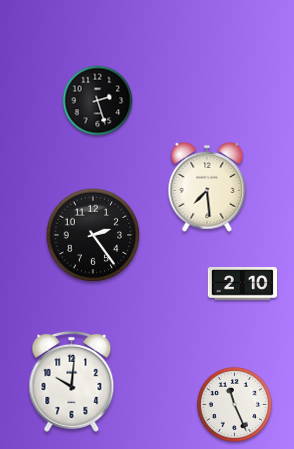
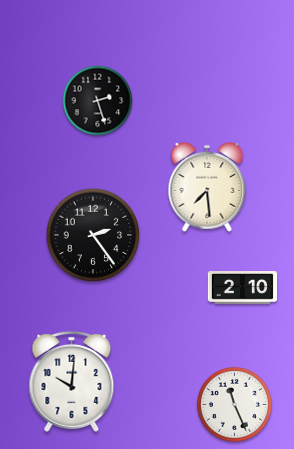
clock at (243, 284) position: (243, 284) -> (243, 288)
